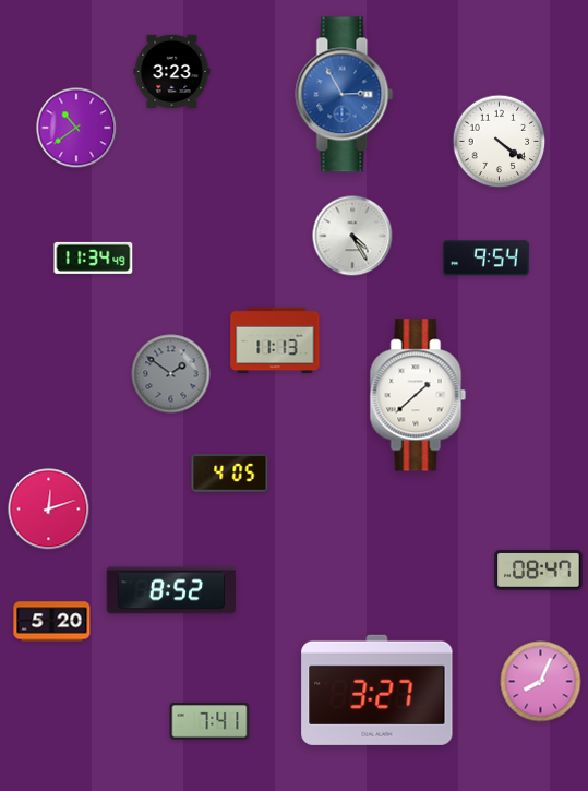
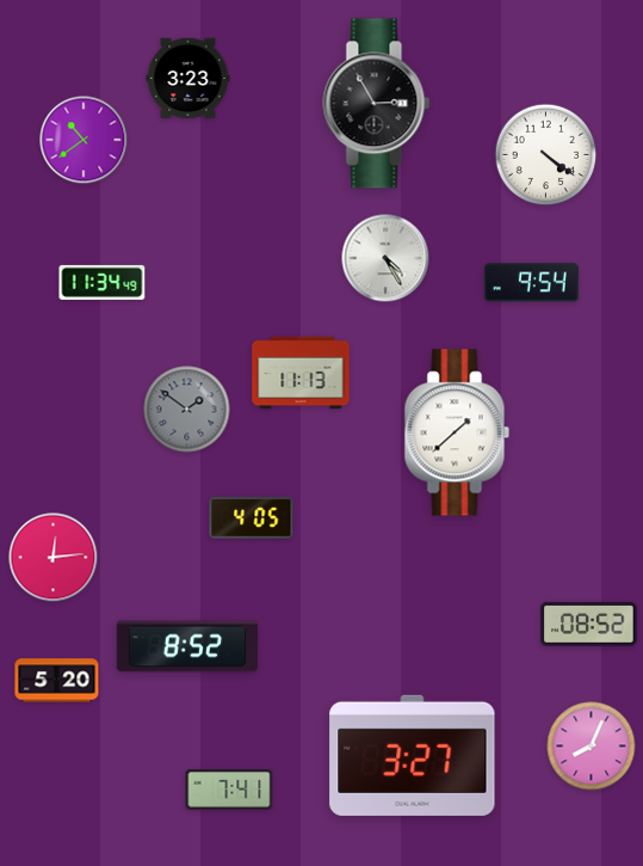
clock at (345, 95) dial: blue -> black
clock at (49, 510): 12:12 -> 12:14
clock at (539, 570): 08:47 -> 08:52
